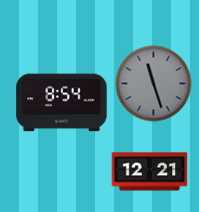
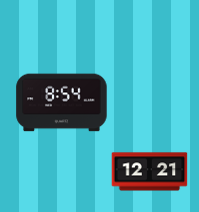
clock at (154, 84): 11:27 -> none
